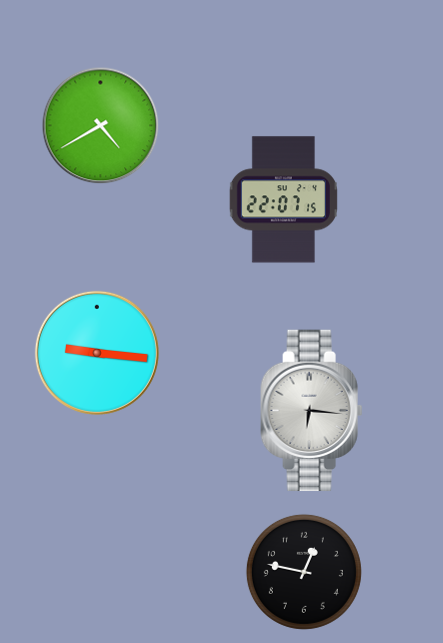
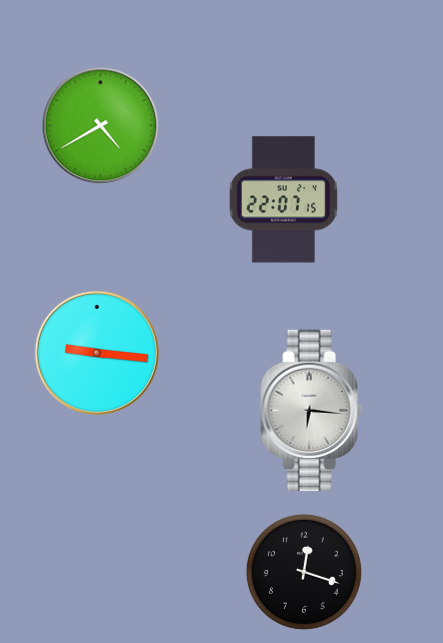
clock at (304, 572): 12:47 -> 12:18
